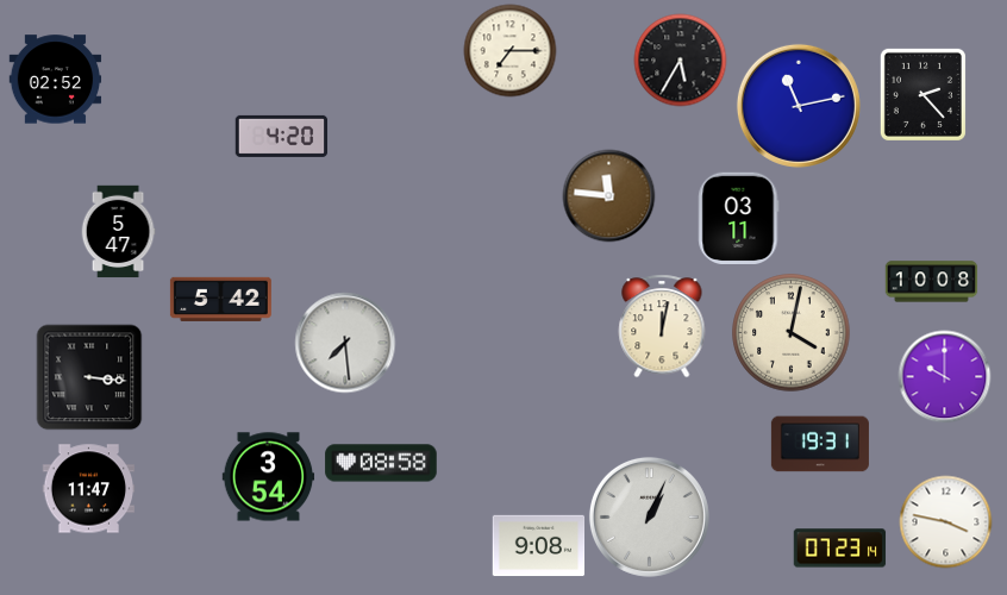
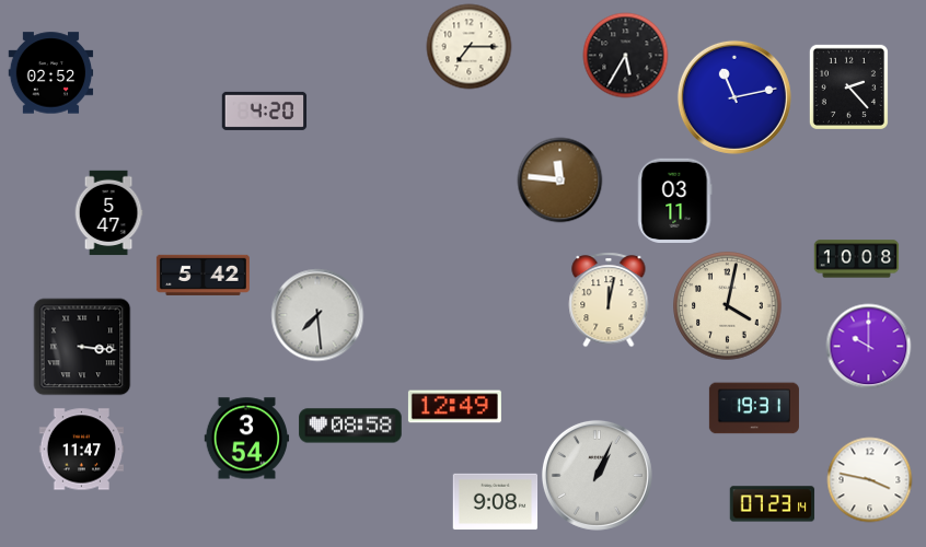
clock at (281, 136) position: (281, 136) -> (264, 110)
clock at (739, 218) position: (739, 218) -> (675, 200)
clock at (454, 407): none -> 12:49
